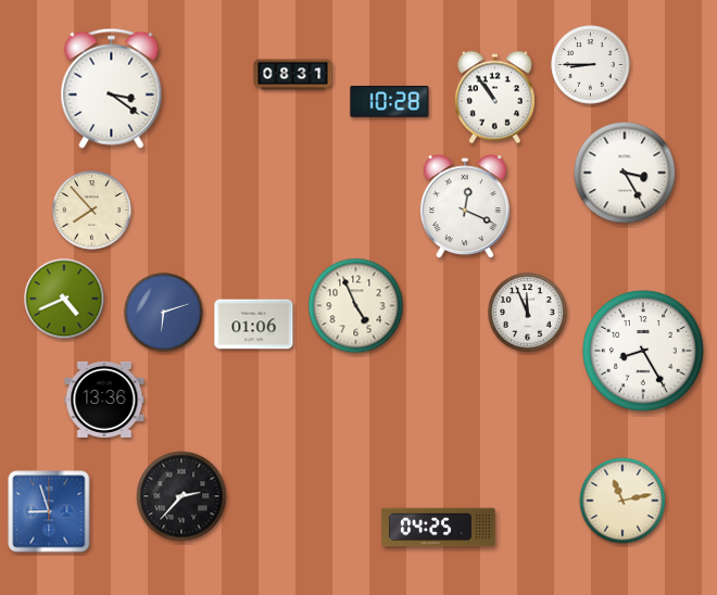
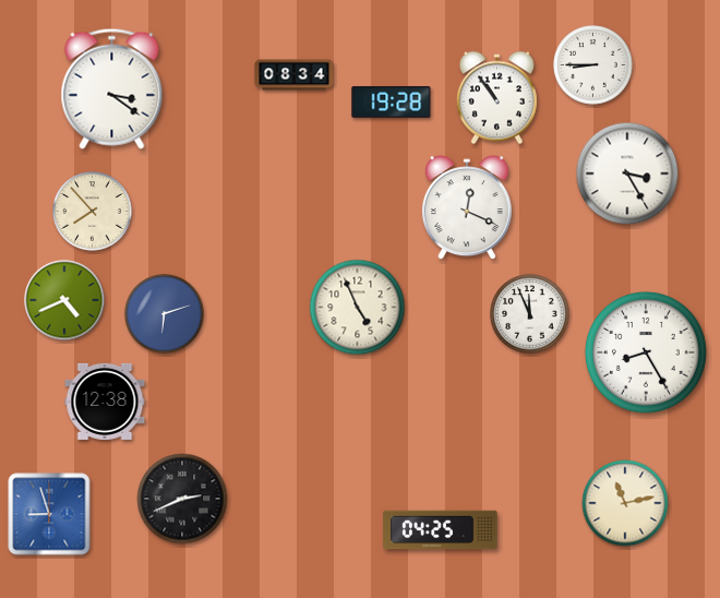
clock at (293, 75): 08:31 -> 08:34
clock at (390, 102): 10:28 -> 19:28
clock at (254, 325): 01:06 -> none
clock at (104, 400): 13:36 -> 12:38
clock at (181, 496): 2:37 -> 2:41
